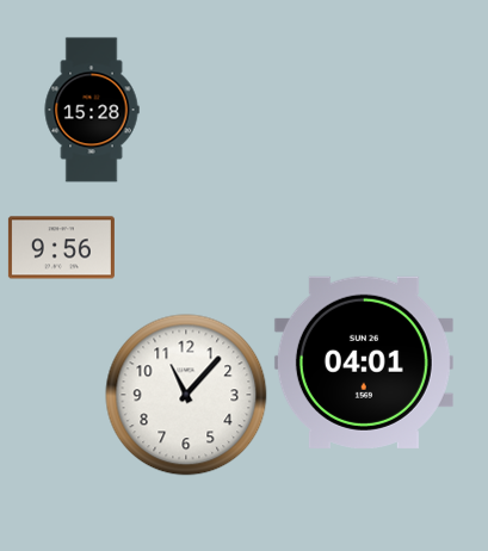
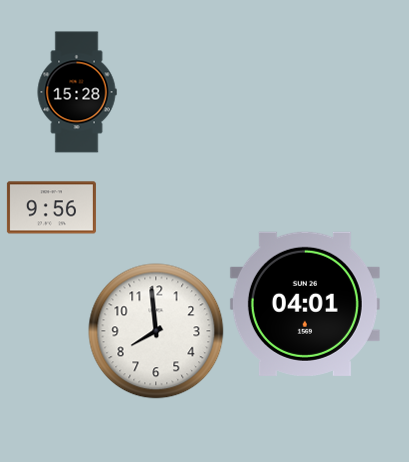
clock at (186, 395): 11:07 -> 7:59
